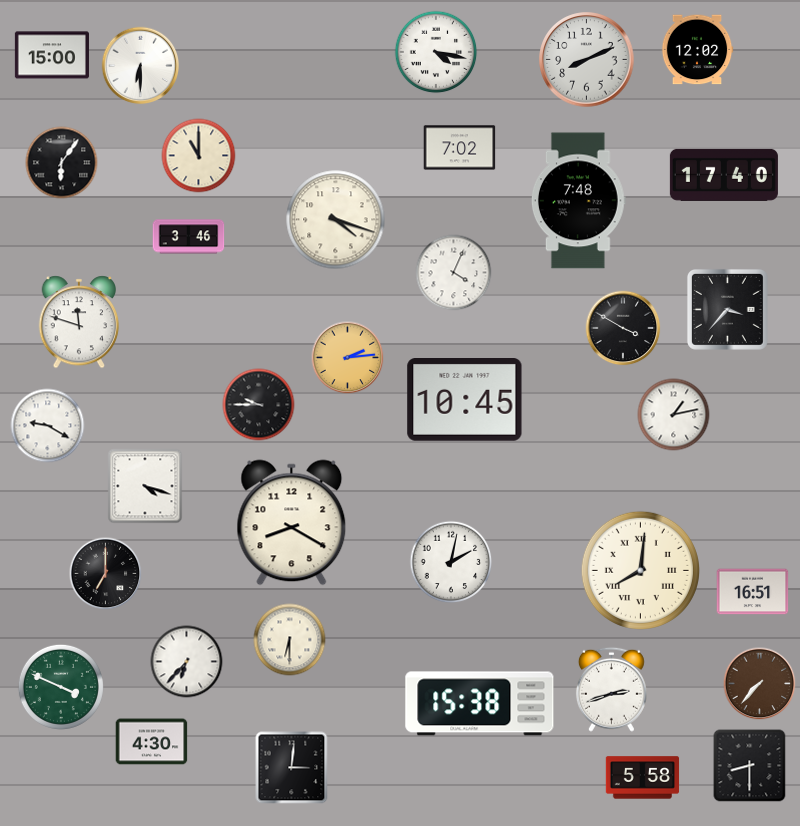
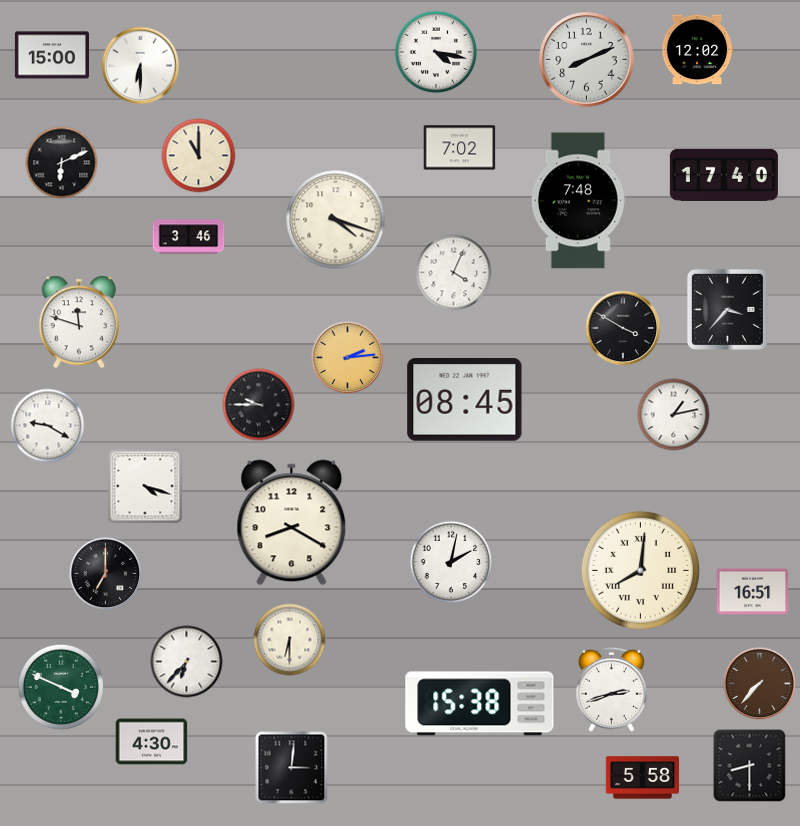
clock at (62, 163): 6:06 -> 6:11
clock at (465, 400): 10:45 -> 08:45
